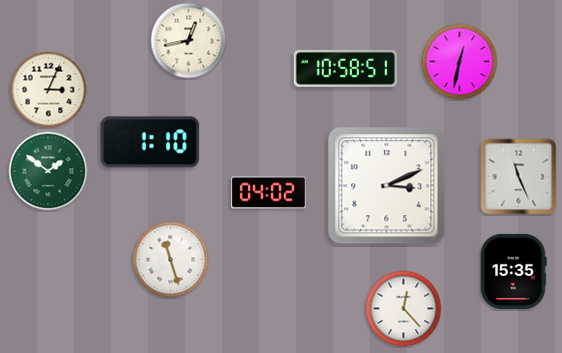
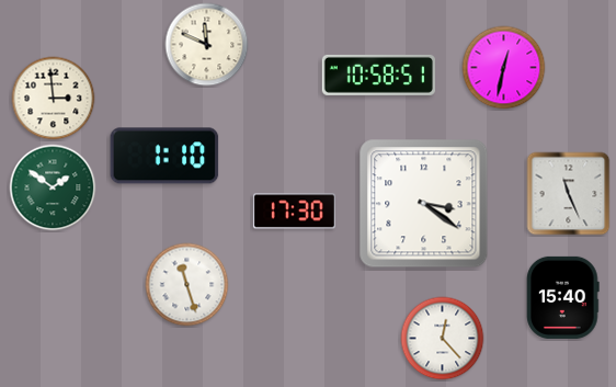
clock at (189, 41): 12:43 -> 11:49
clock at (49, 90): 3:04 -> 2:59
clock at (387, 186): 3:11 -> 3:21
clock at (268, 193): 04:02 -> 17:30
clock at (514, 271): 15:35 -> 15:40
